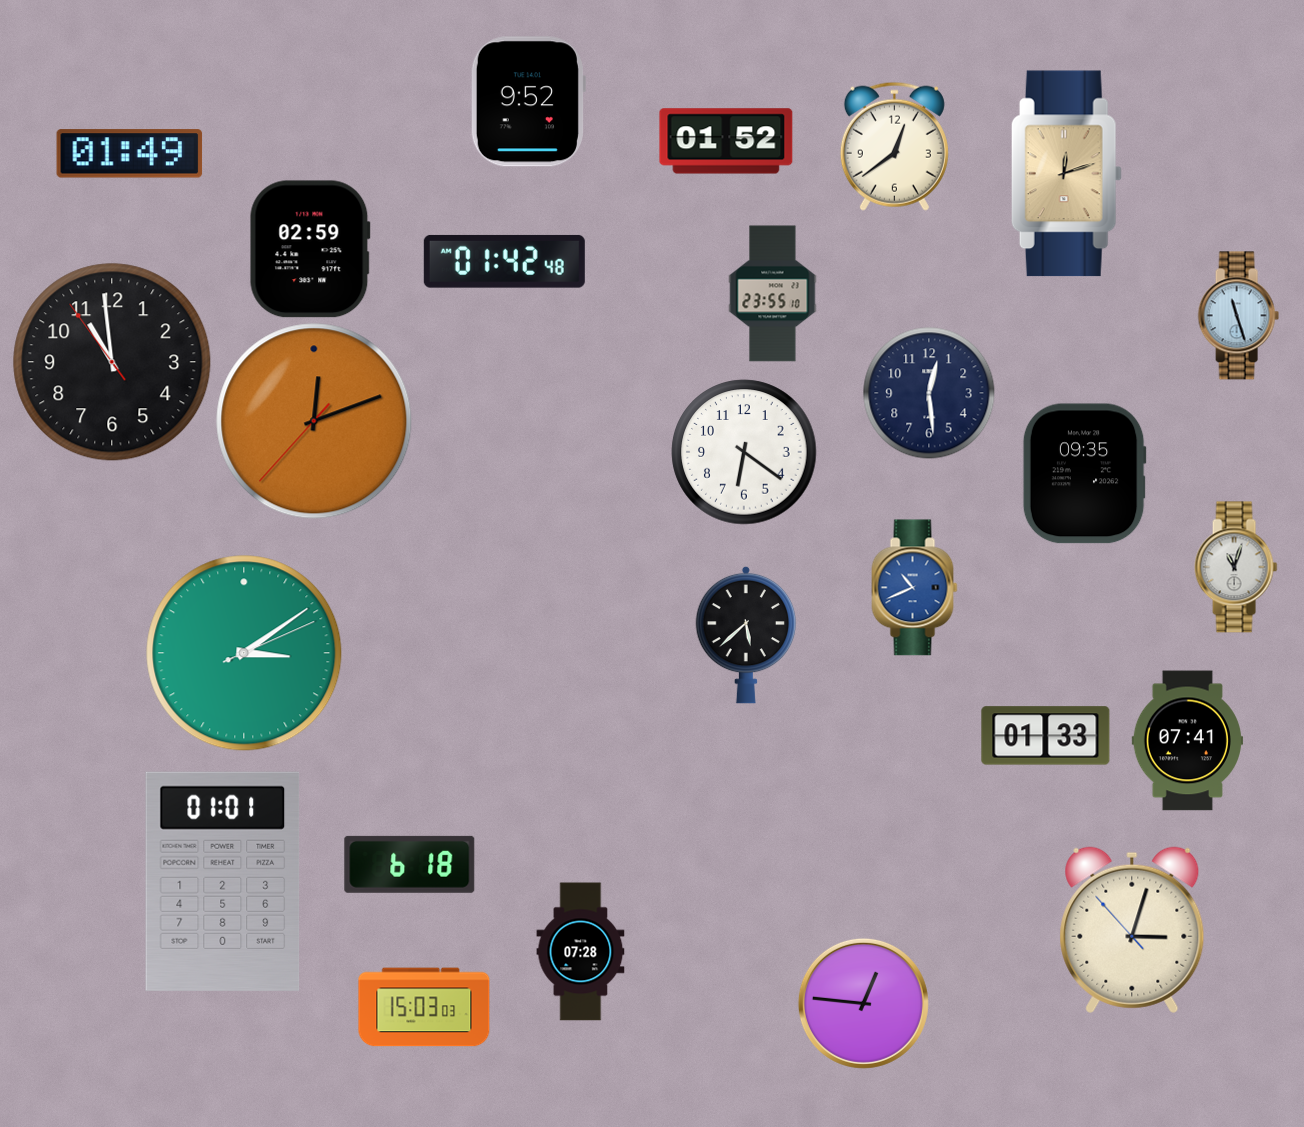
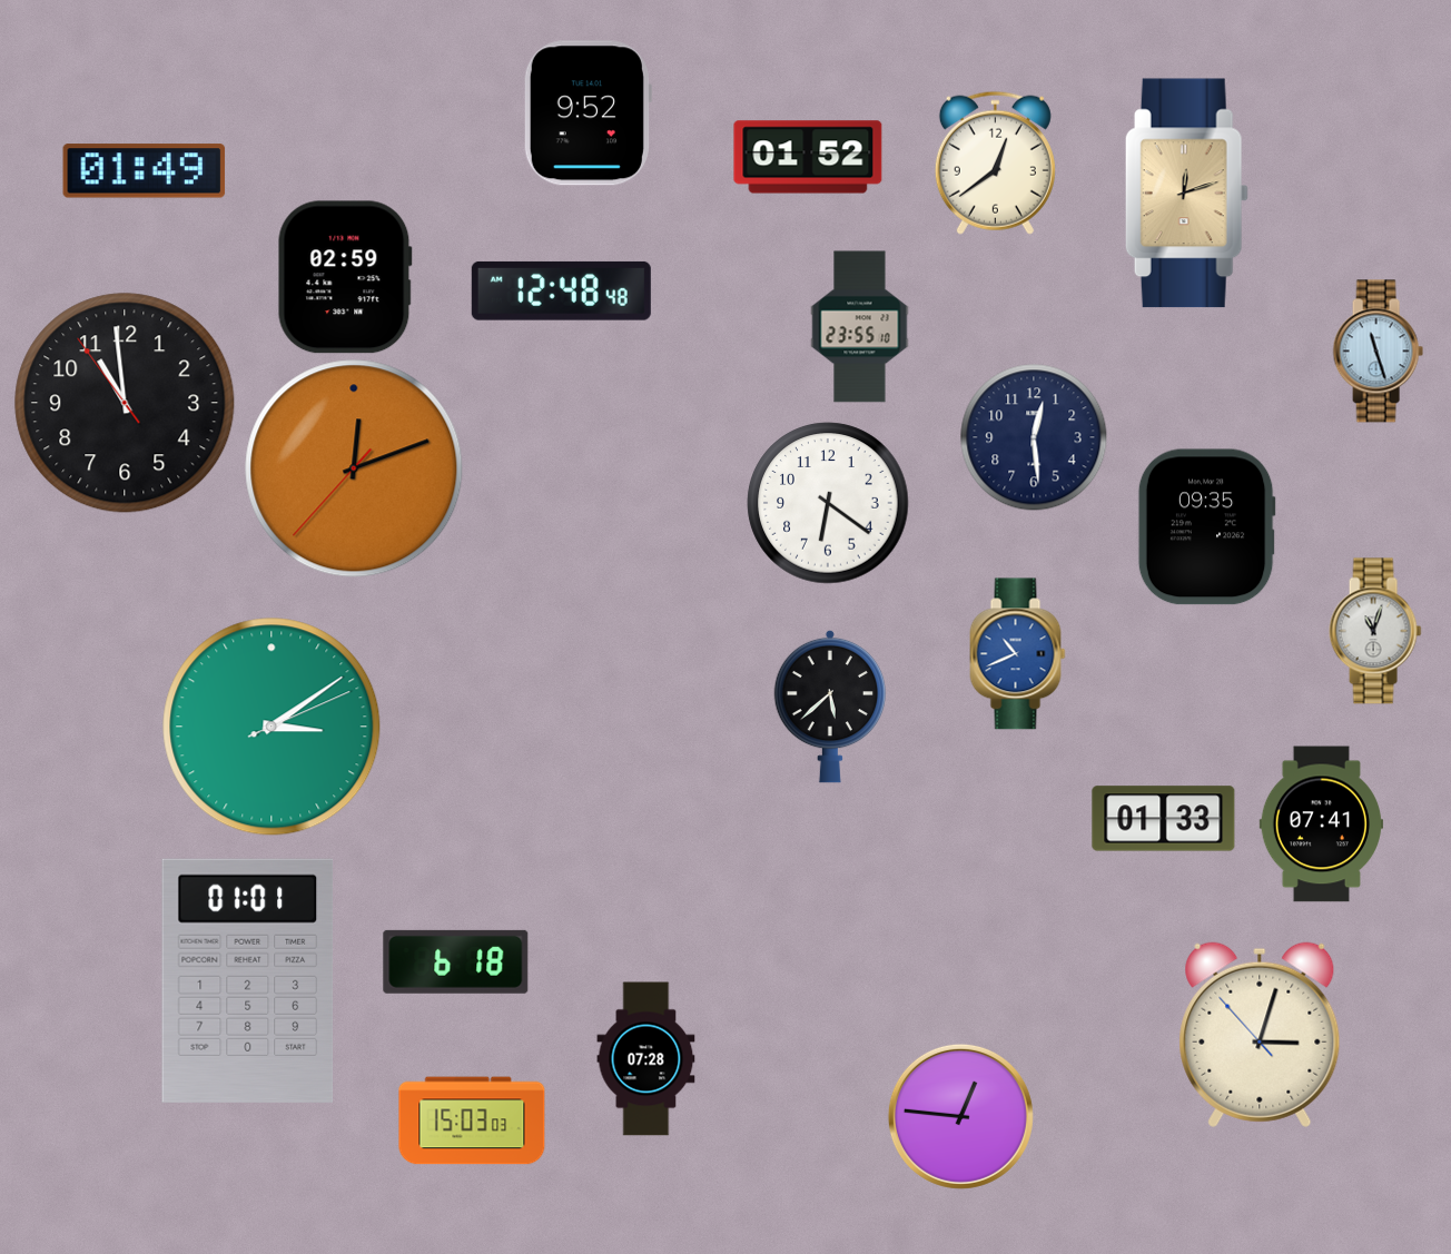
clock at (504, 261): 01:42 -> 12:48
clock at (314, 421) position: (314, 421) -> (354, 468)
